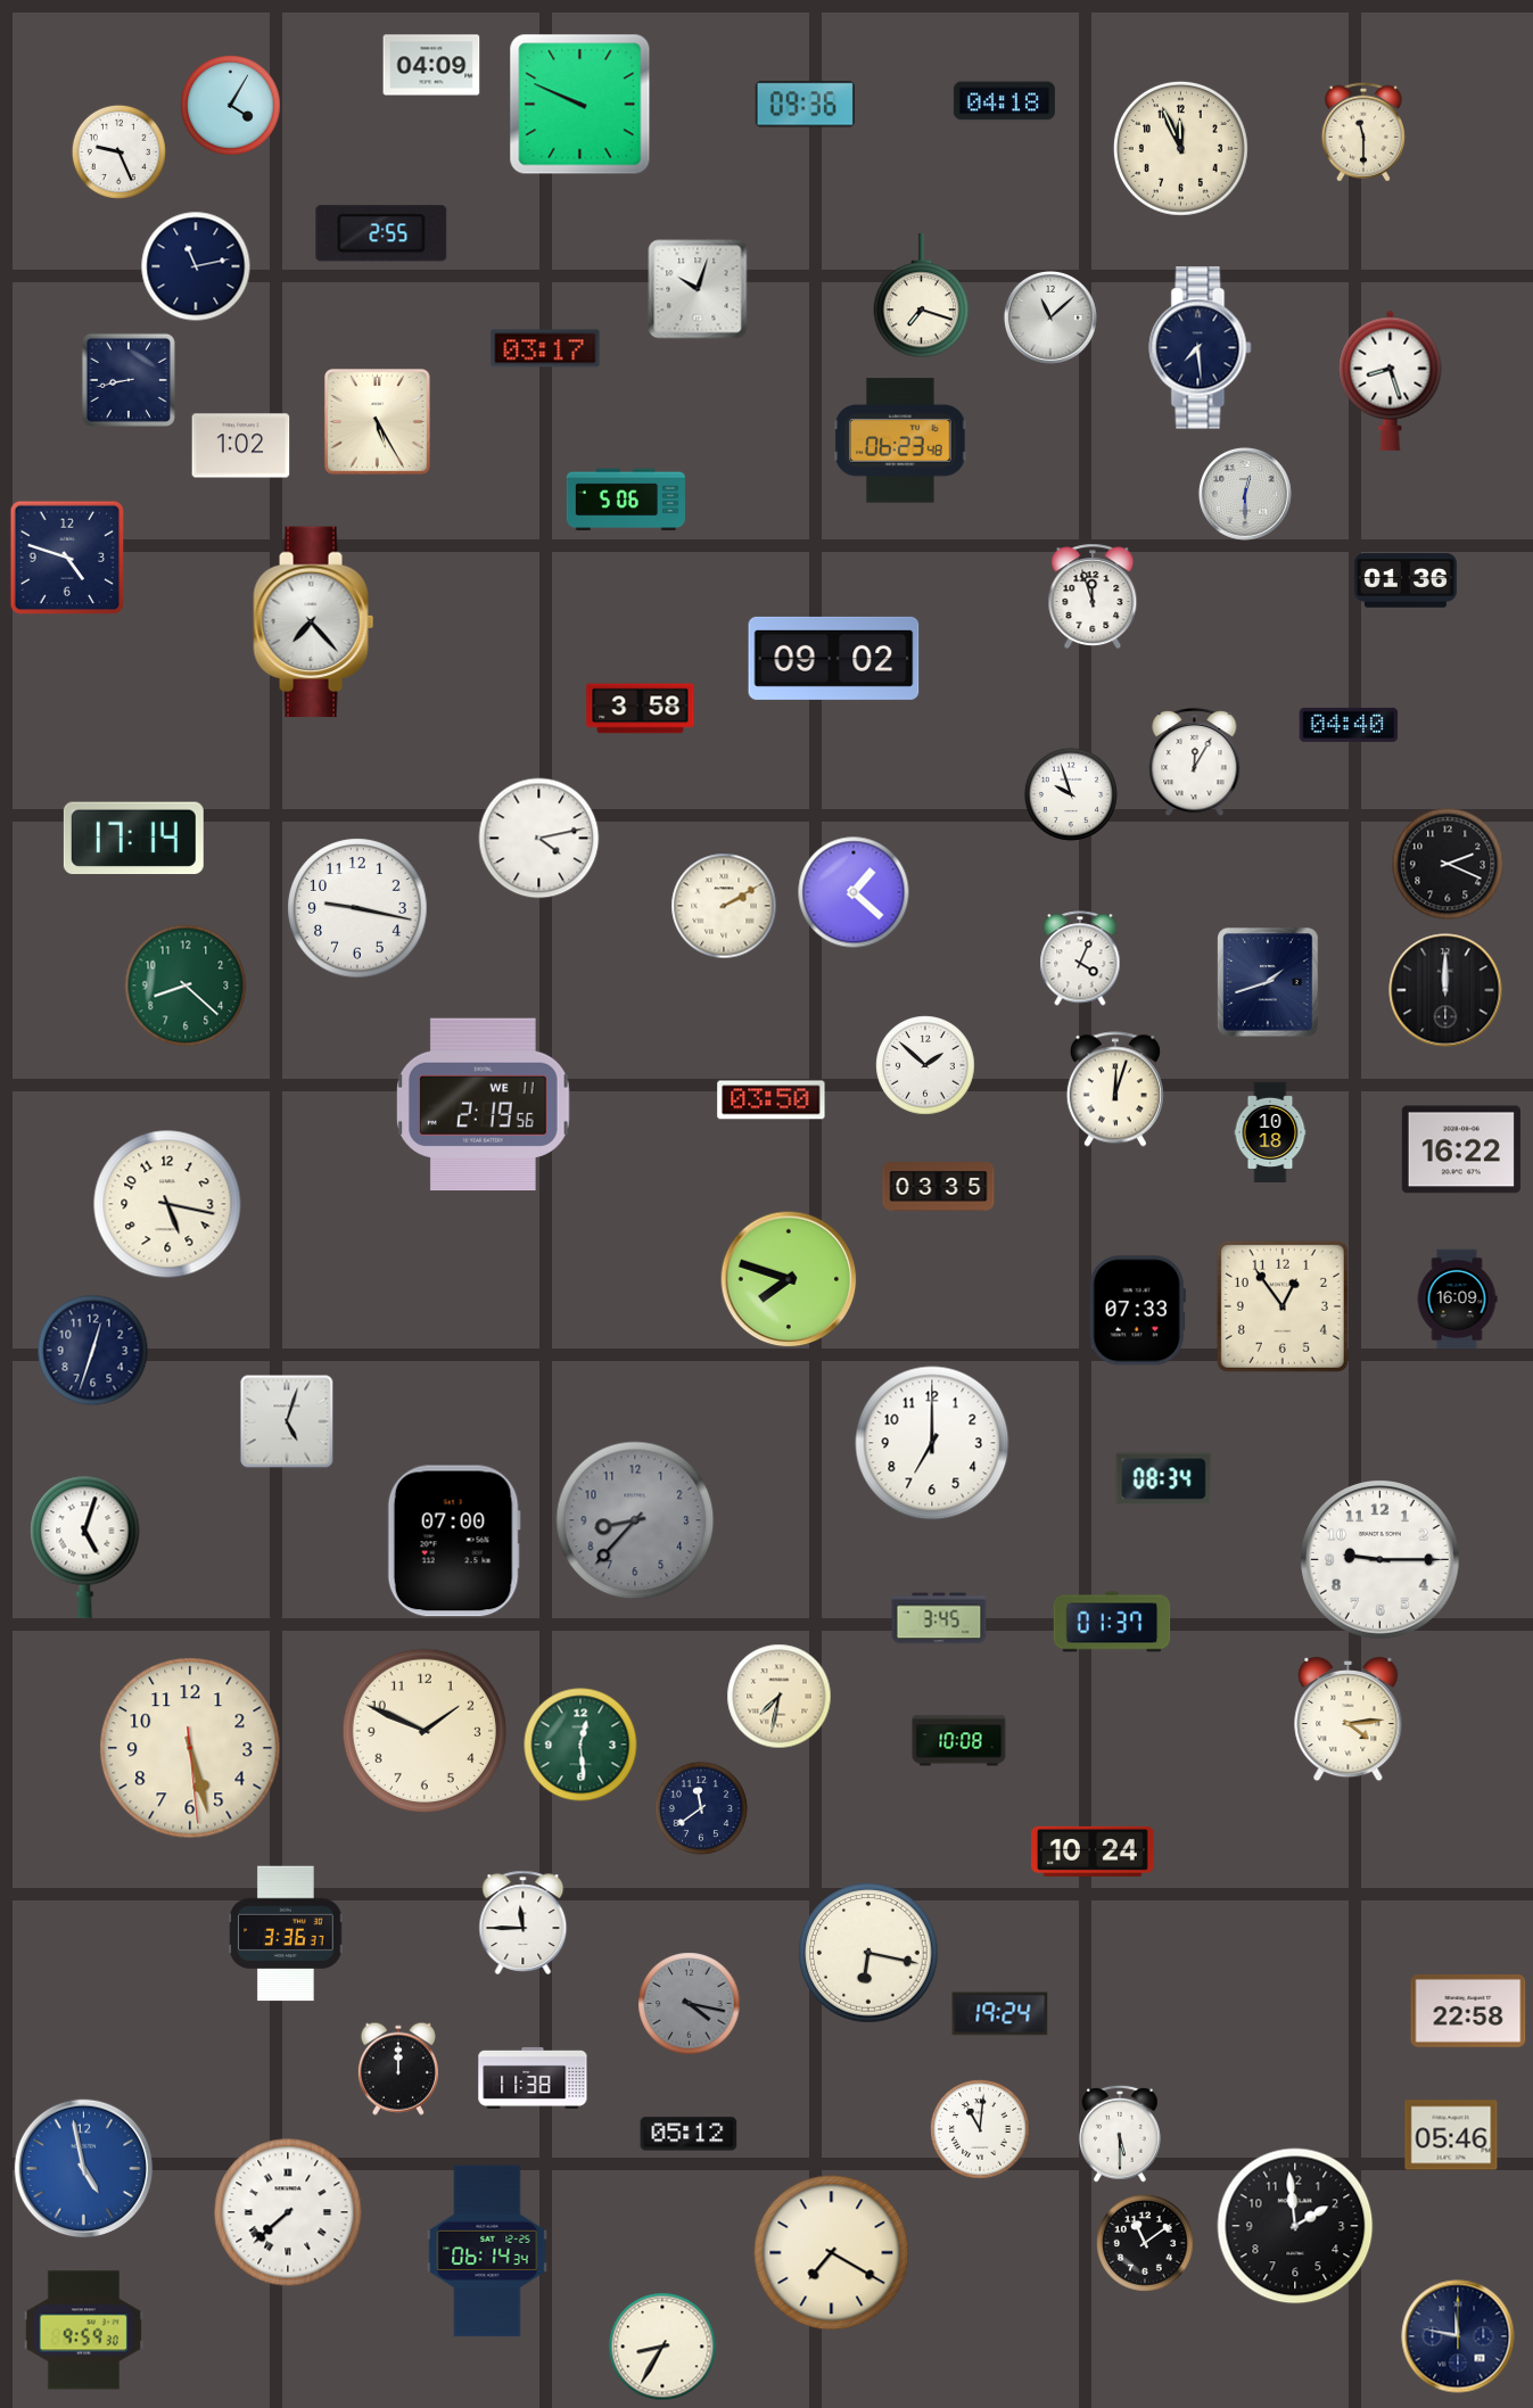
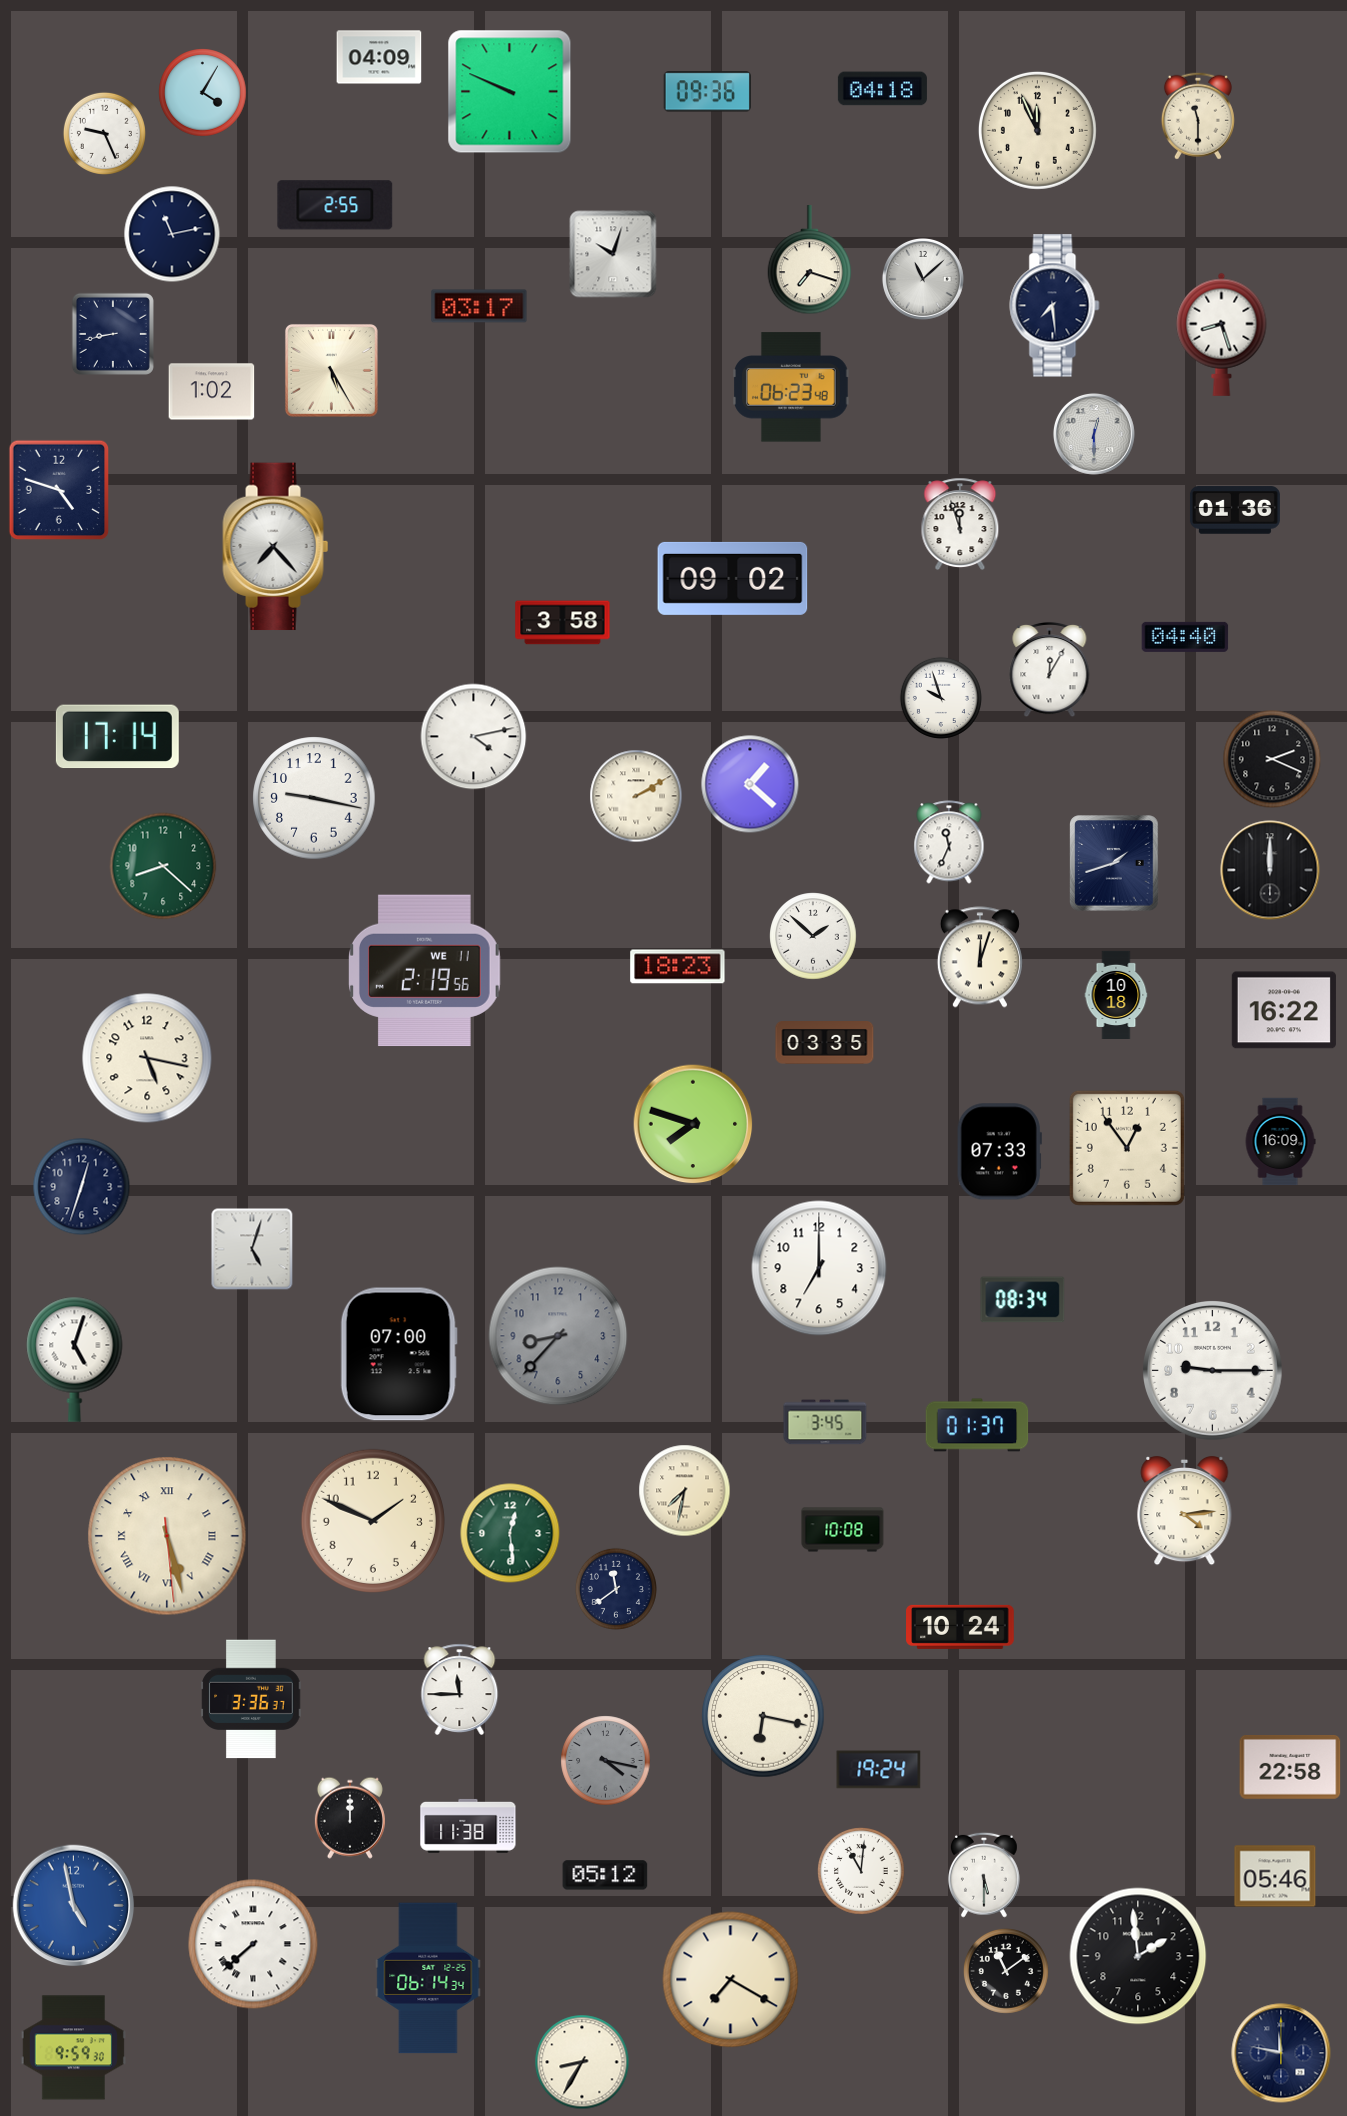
clock at (626, 500): 5:06 -> none
clock at (1080, 958): 4:04 -> 11:34
clock at (772, 1100): 03:50 -> 18:23
clock at (190, 1748) numerals: Arabic -> Roman
